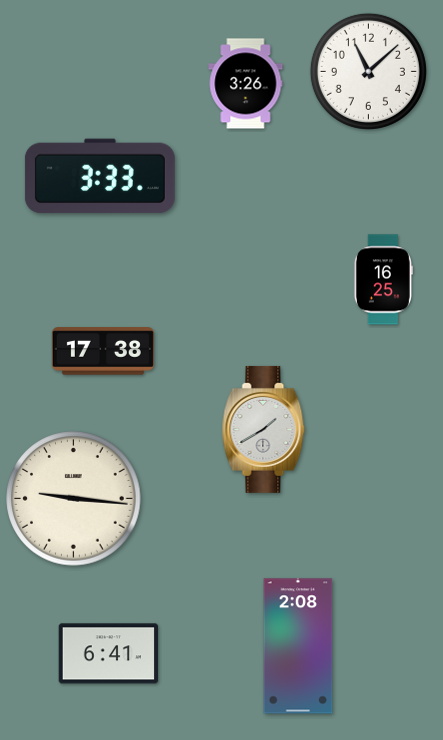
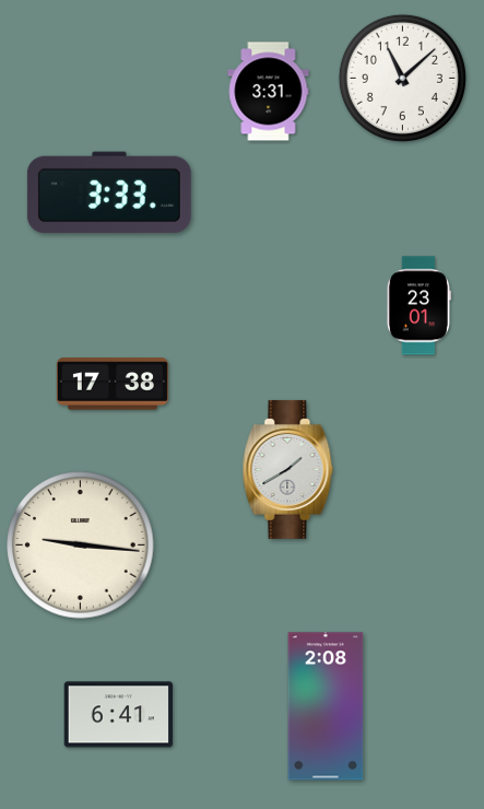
clock at (246, 84): 3:26 -> 3:31
clock at (383, 280): 16:25 -> 23:01
